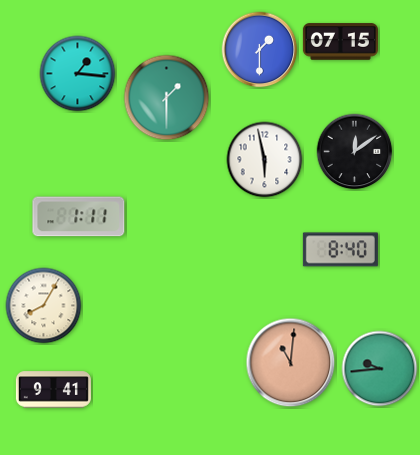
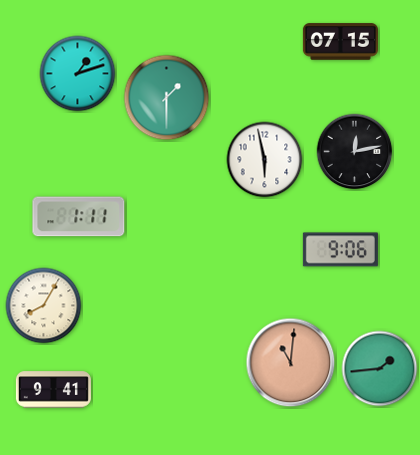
clock at (260, 50): 1:30 -> none
clock at (78, 74): 1:16 -> 1:12
clock at (355, 152): 12:09 -> 12:13
clock at (340, 250): 8:40 -> 9:06
clock at (380, 369): 9:44 -> 1:44
